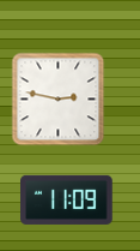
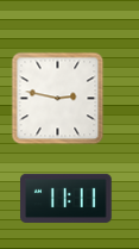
clock at (67, 199): 11:09 -> 11:11
